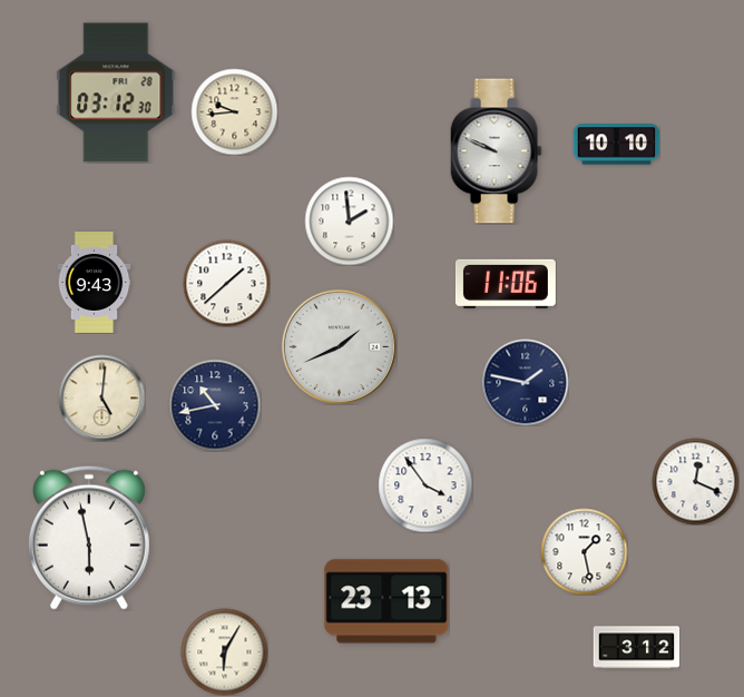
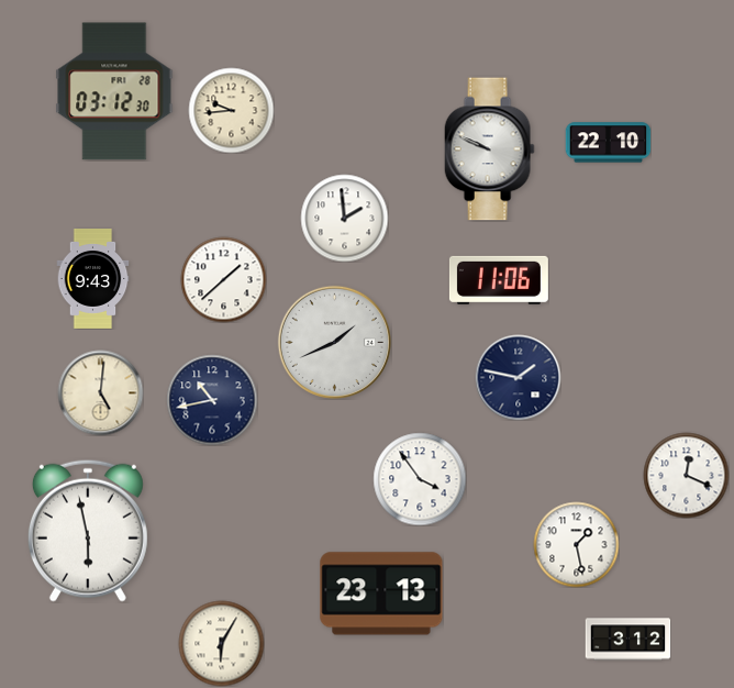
clock at (616, 145): 10:10 -> 22:10
